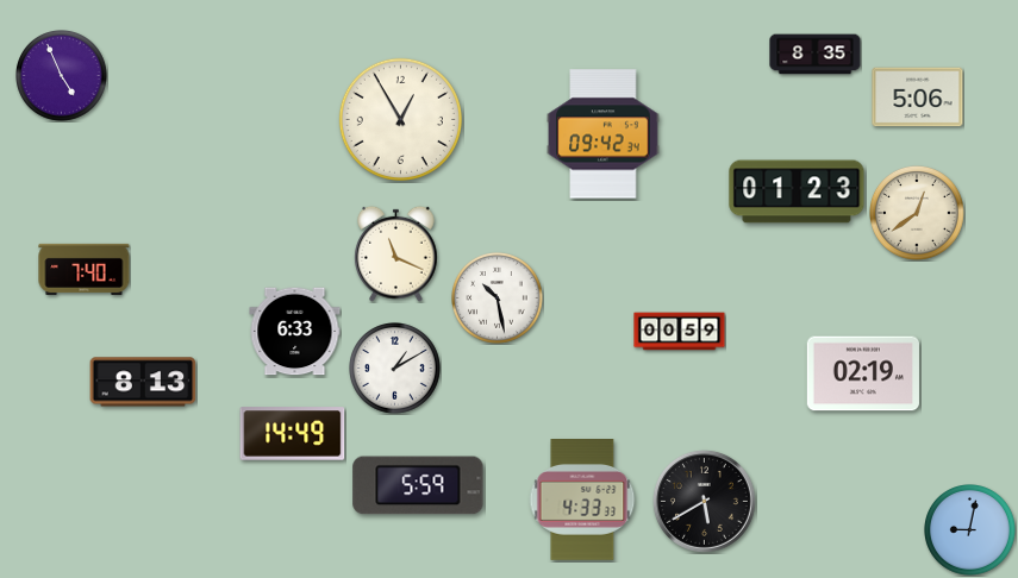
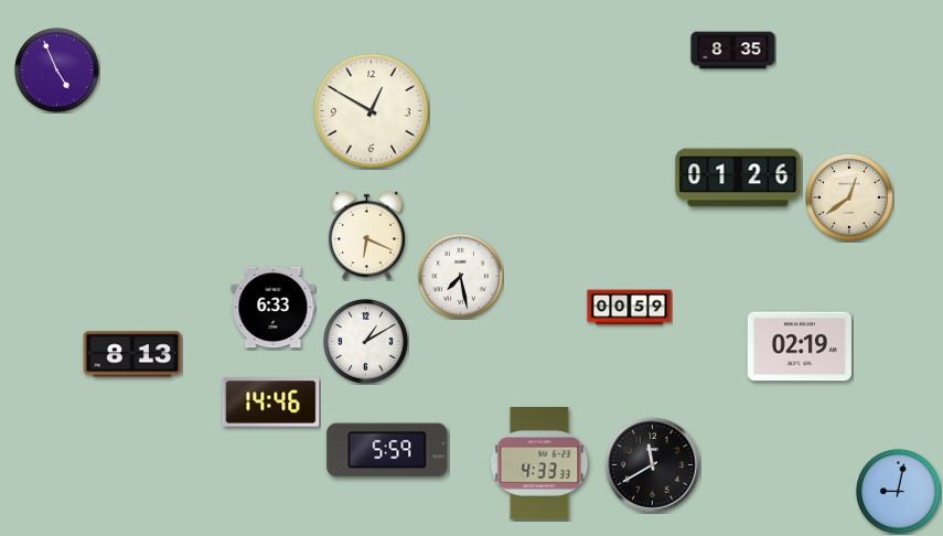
clock at (816, 55) position: (816, 55) -> (733, 51)
clock at (918, 98): 5:06 -> none
clock at (400, 119): 12:55 -> 12:50
clock at (604, 134): 09:42 -> none
clock at (797, 191): 01:23 -> 01:26
clock at (396, 253): 11:19 -> 6:19
clock at (85, 269): 7:40 -> none
clock at (498, 299): 10:28 -> 7:28
clock at (293, 434): 14:49 -> 14:46
clock at (704, 501): 5:40 -> 11:40
